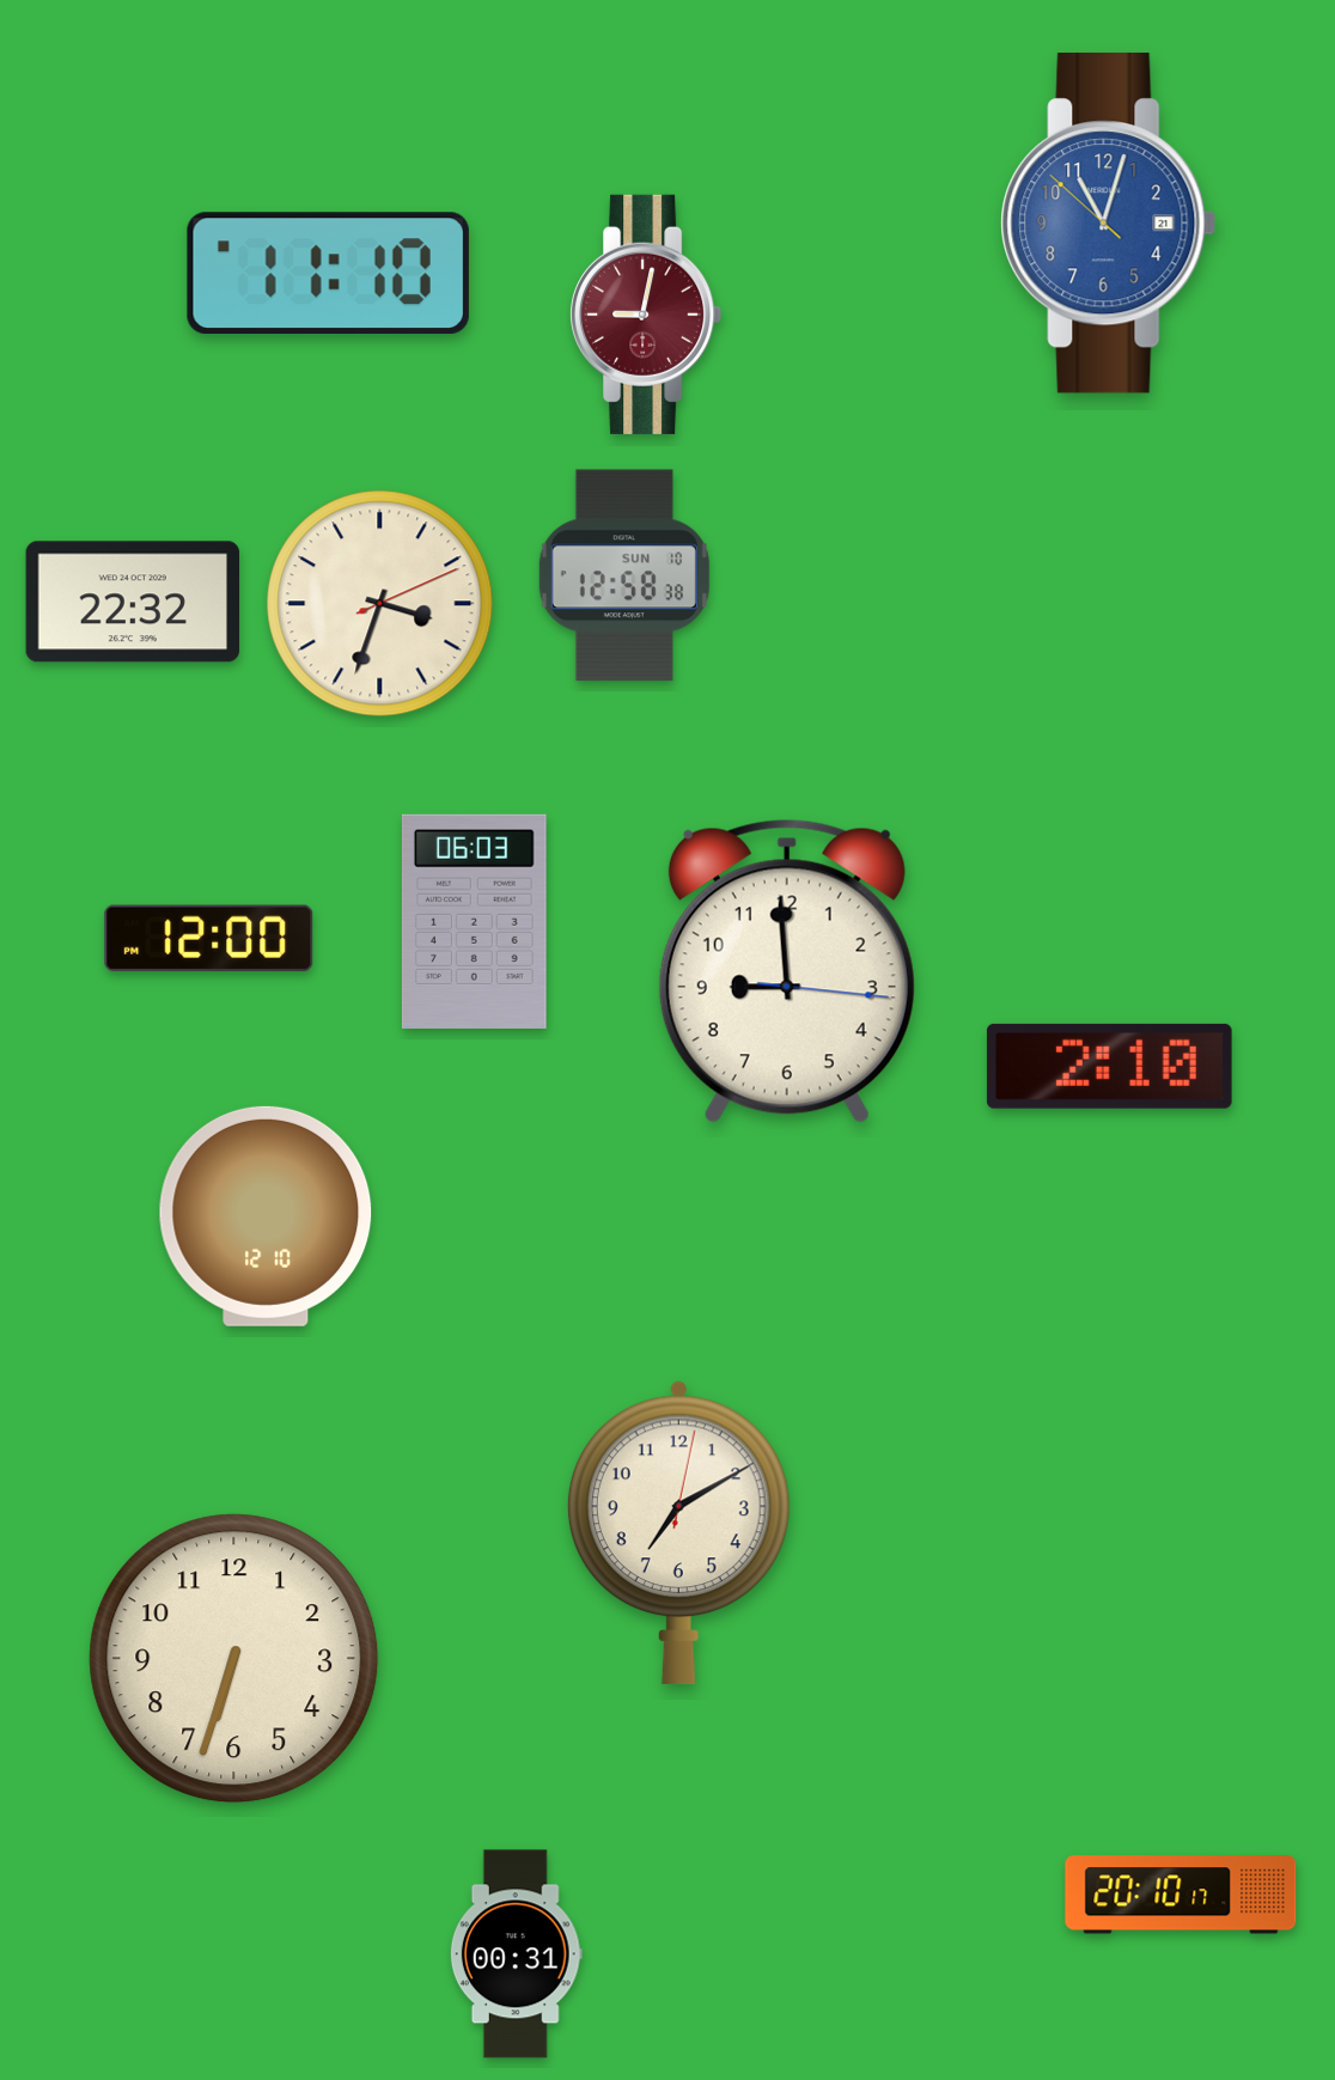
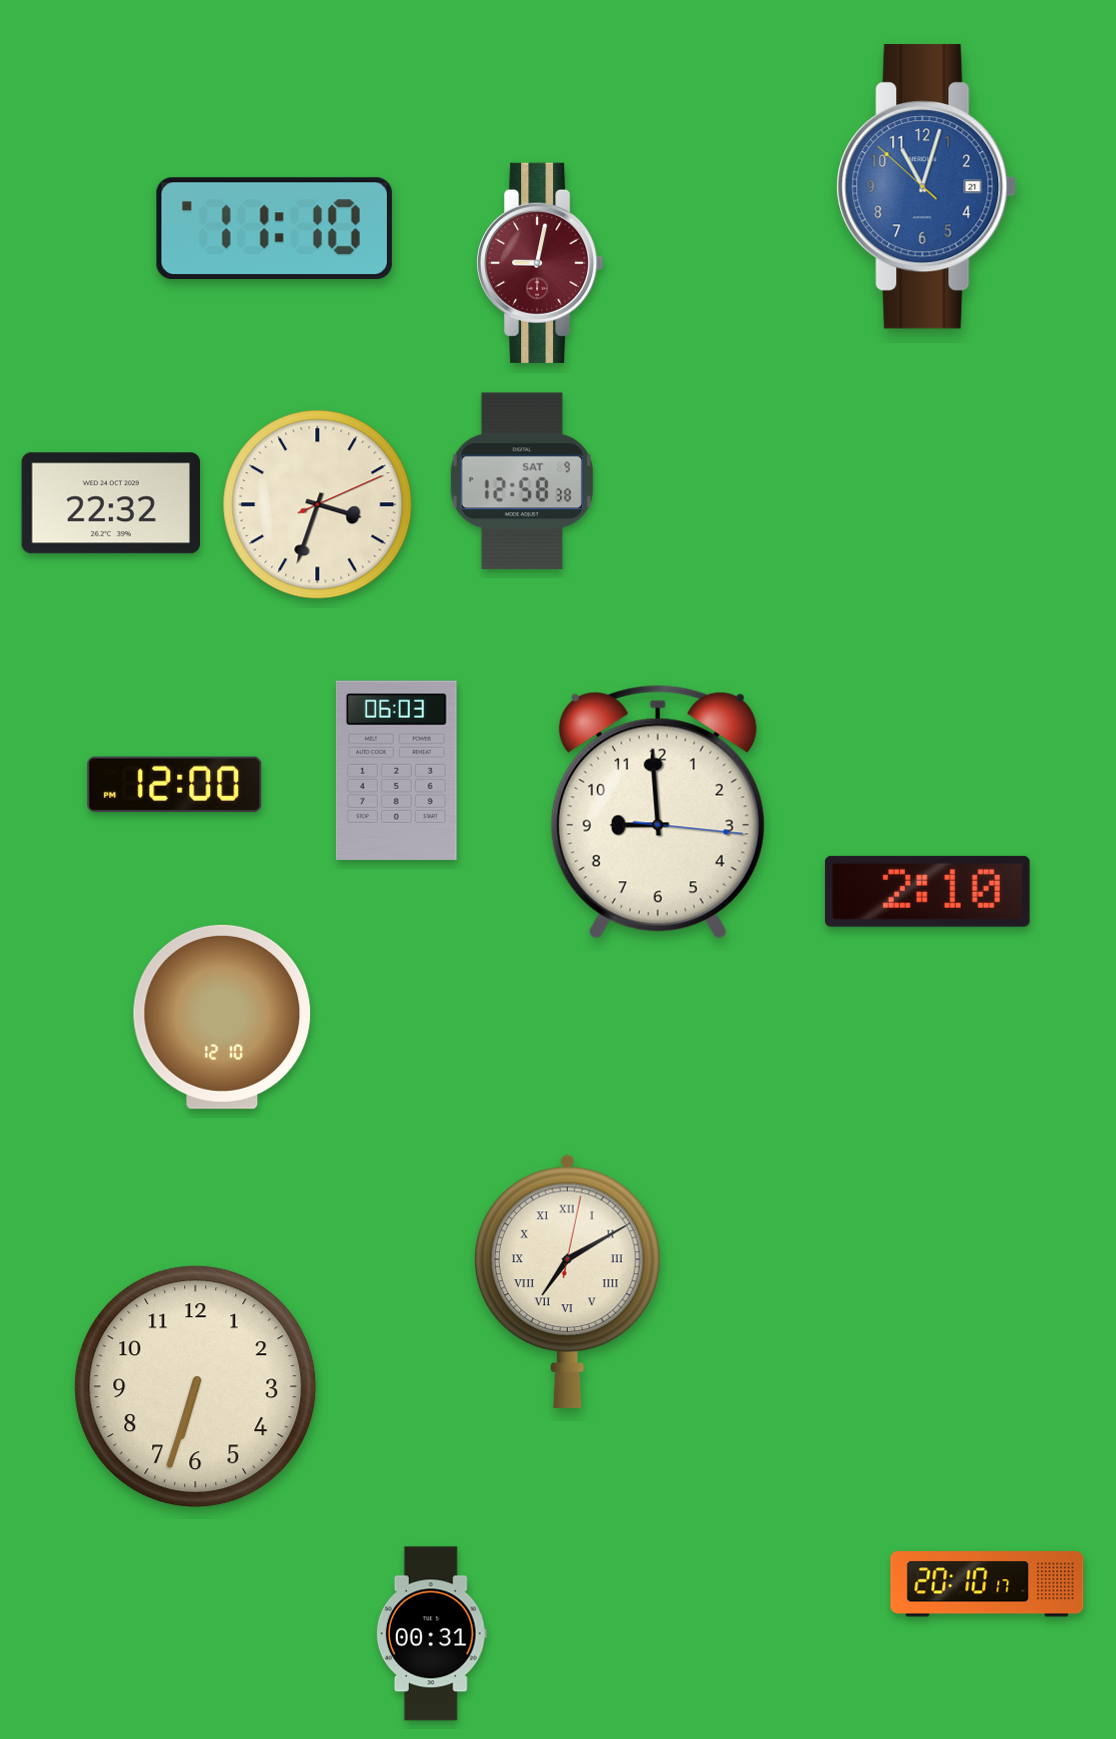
clock at (624, 575) date: SUN 10 -> SAT 9
clock at (678, 1533) numerals: Arabic -> Roman
